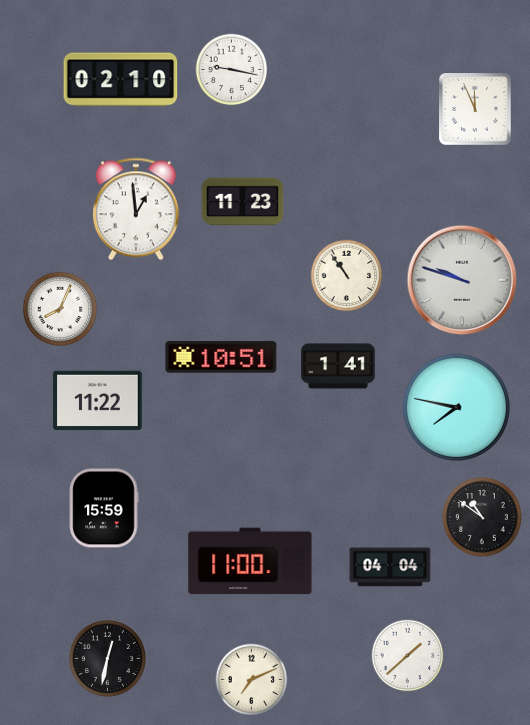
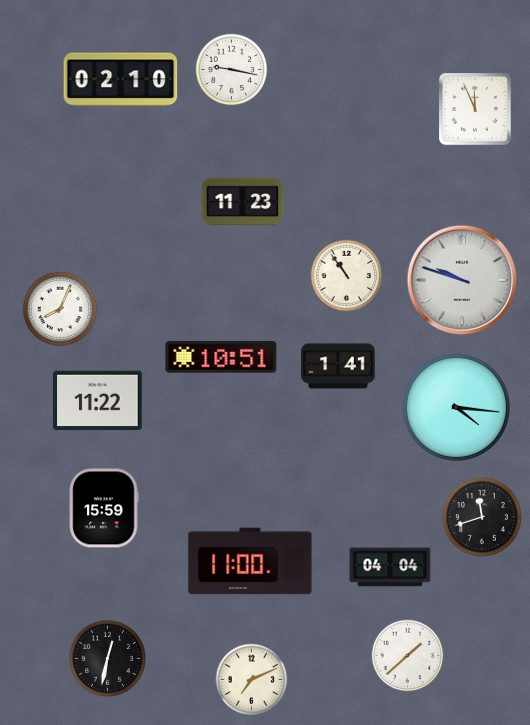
clock at (136, 209): 12:59 -> none
clock at (456, 407): 7:47 -> 4:16
clock at (483, 518): 10:51 -> 11:42
